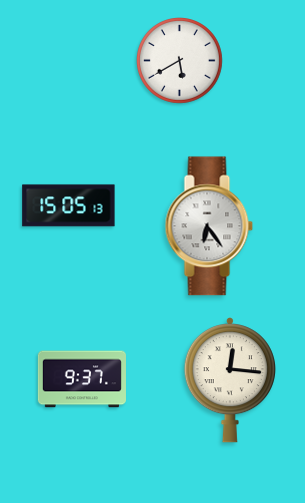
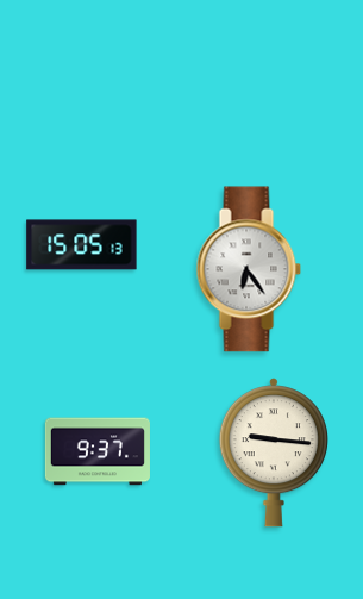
clock at (180, 61): 5:40 -> none
clock at (230, 380): 12:16 -> 9:16
